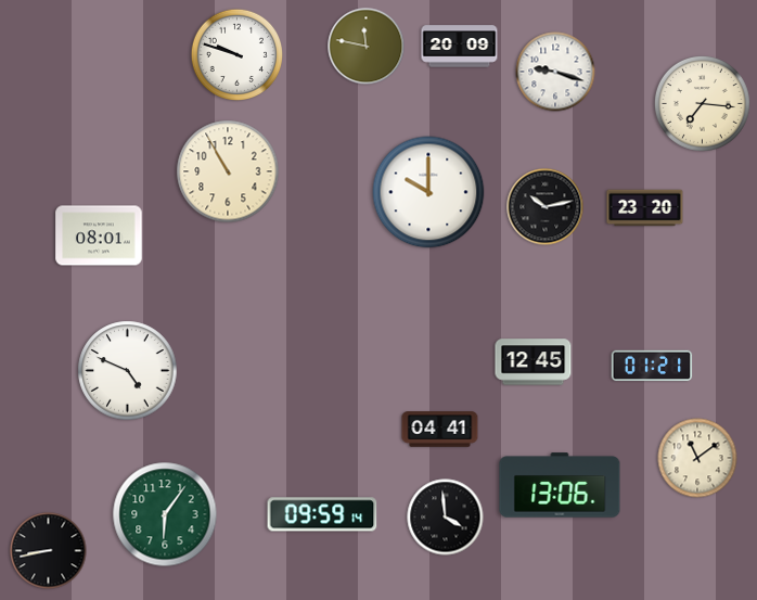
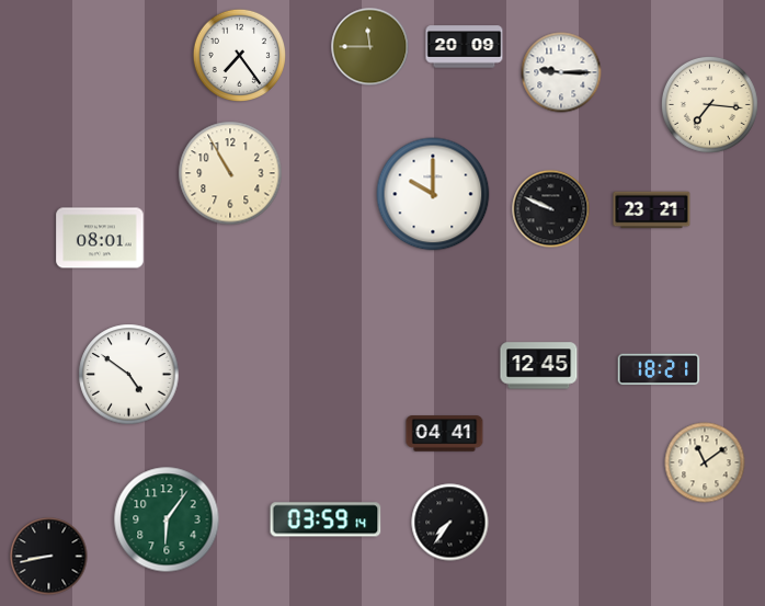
clock at (367, 47): 11:47 -> 11:45
clock at (236, 54): 9:48 -> 7:24
clock at (555, 72): 9:18 -> 9:15
clock at (546, 207): 10:13 -> 9:49
clock at (645, 208): 23:20 -> 23:21
clock at (652, 366): 01:21 -> 18:21
clock at (128, 371): 4:49 -> 4:51
clock at (560, 485): 13:06 -> none
clock at (322, 514): 09:59 -> 03:59
clock at (446, 518): 3:59 -> 7:36
